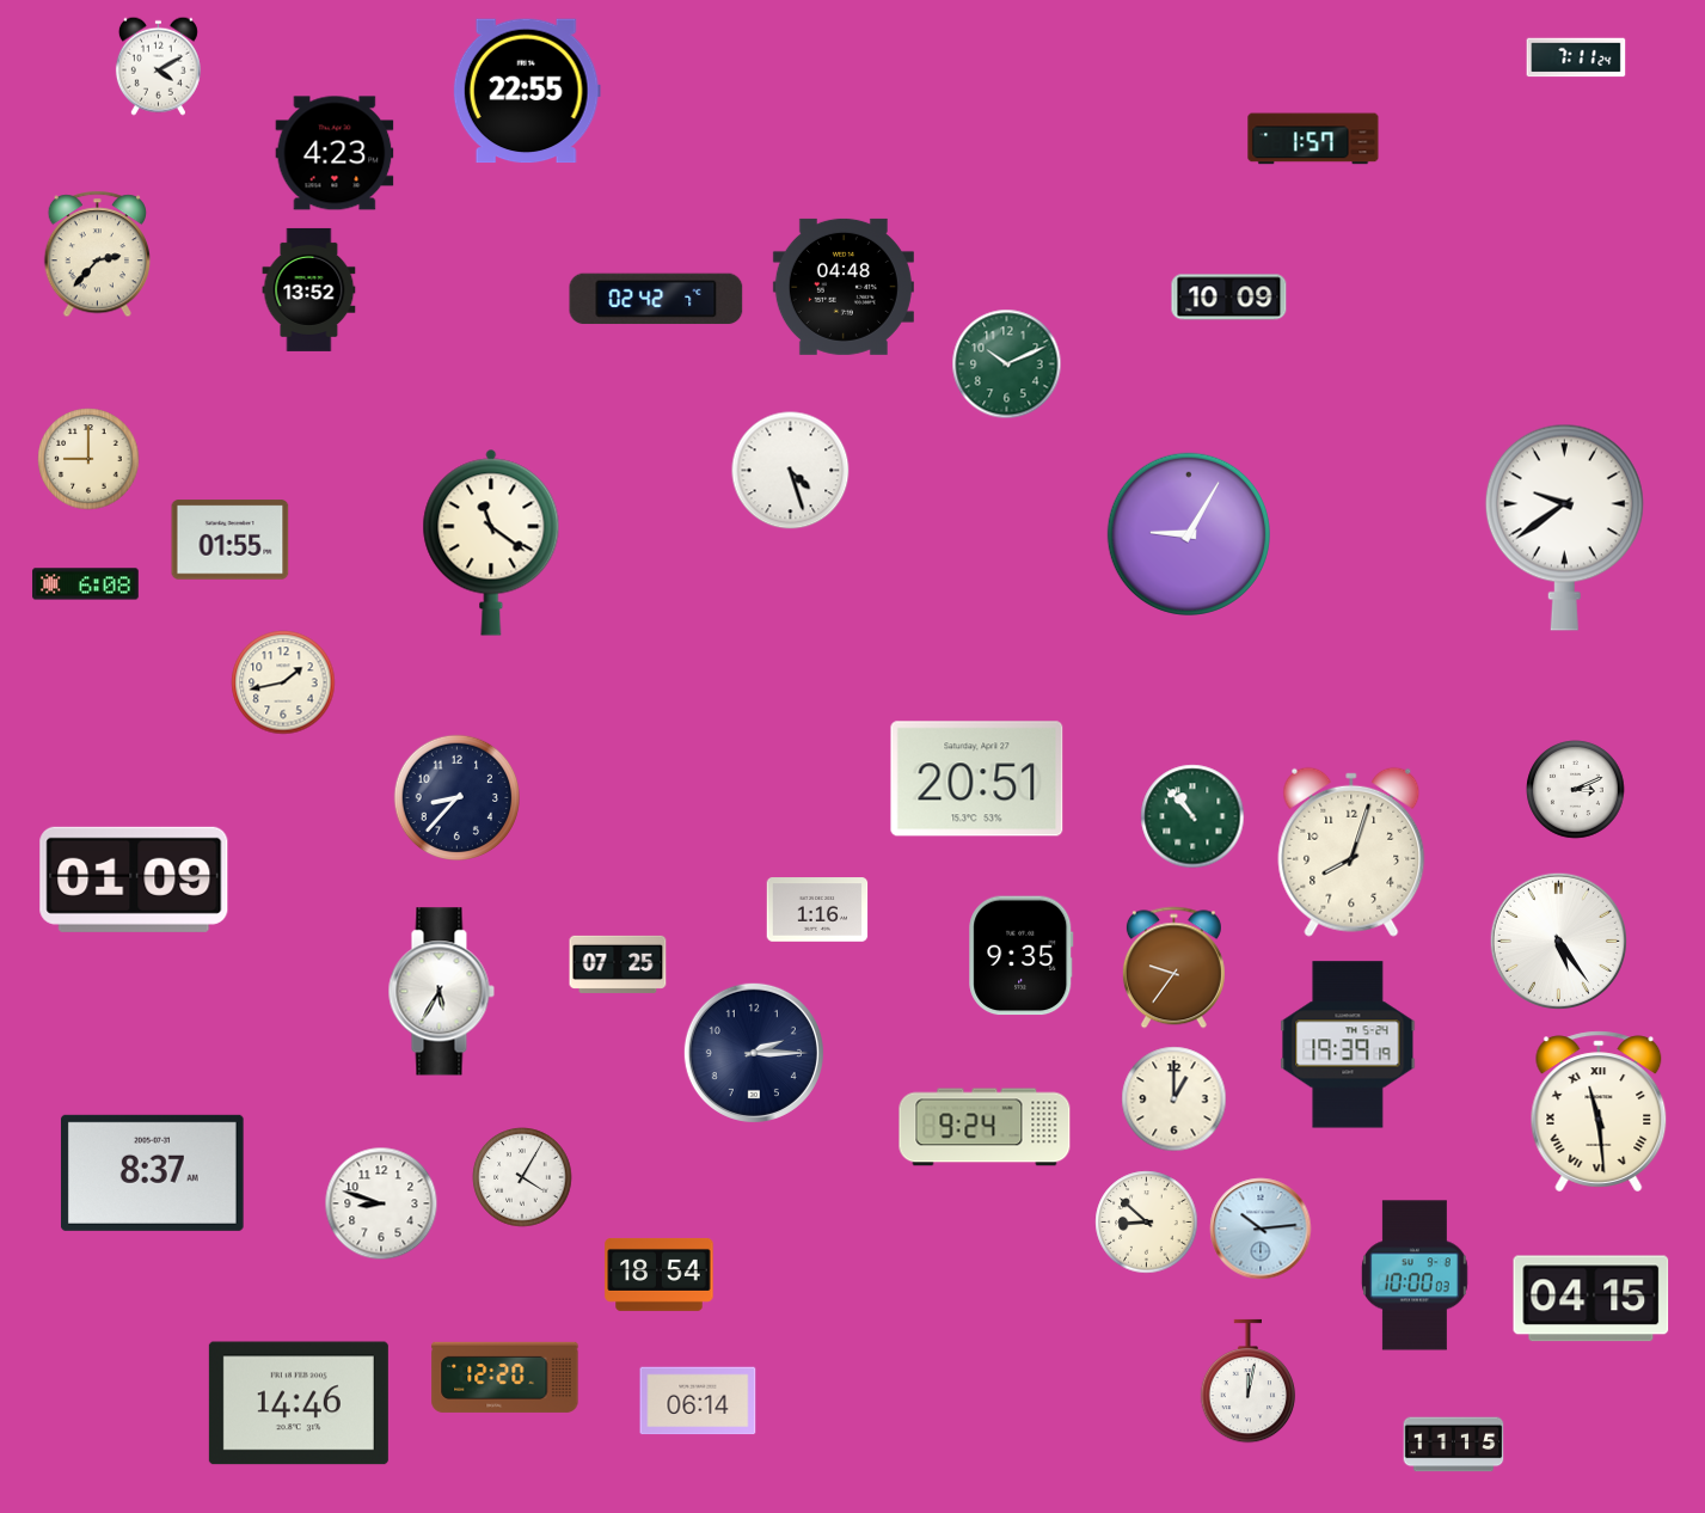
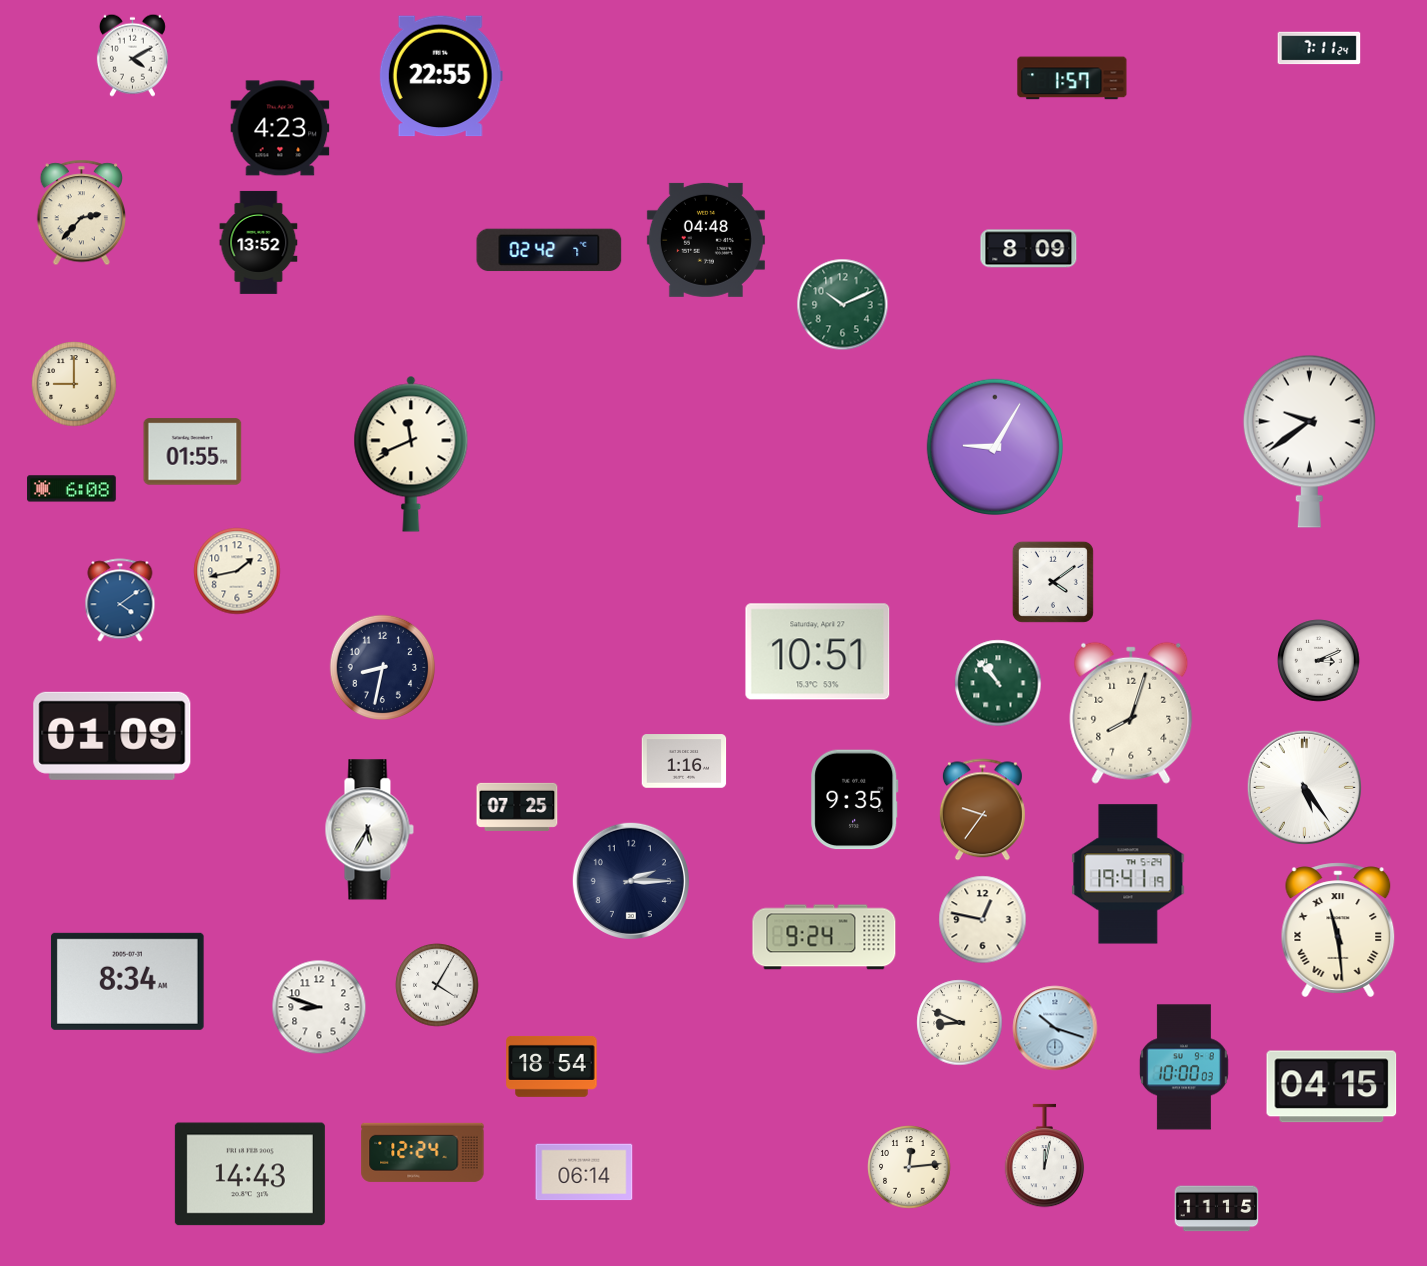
clock at (1313, 139) position: (1313, 139) -> (1072, 78)
clock at (1229, 298): 10:09 -> 8:09
clock at (791, 471): 4:27 -> none
clock at (491, 543): 11:21 -> 11:41
clock at (1053, 582): none -> 4:09
clock at (120, 600): none -> 4:09
clock at (977, 779): 20:51 -> 10:51
clock at (456, 797): 8:37 -> 8:32
clock at (1348, 1045): 19:39 -> 19:41
clock at (1175, 1099): 1:00 -> 12:47
clock at (985, 1127) position: (985, 1127) -> (824, 937)
clock at (152, 1172): 8:37 -> 8:34
clock at (1147, 1223): 8:52 -> 8:49
clock at (1261, 1229): 10:14 -> 10:18
clock at (505, 1377): 12:20 -> 12:24
clock at (909, 1167): none -> 12:14
clock at (299, 1403): 14:46 -> 14:43
